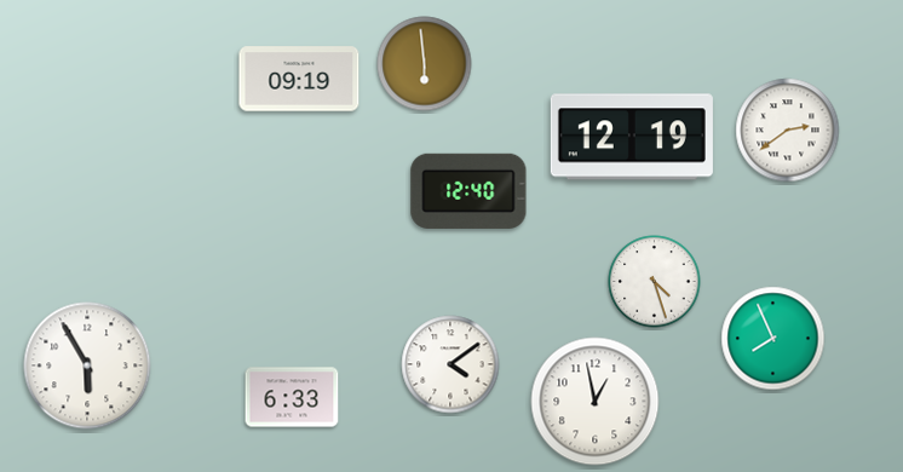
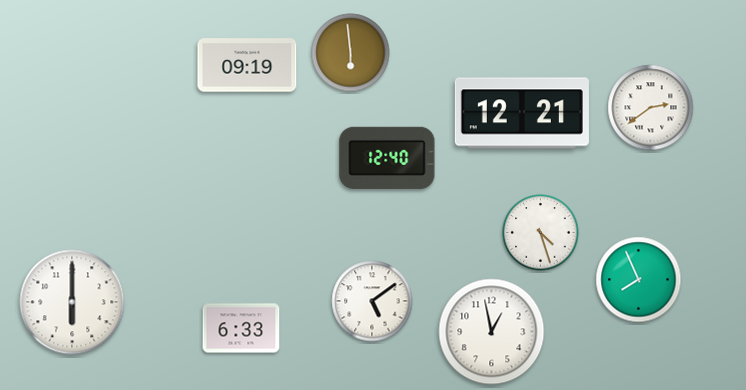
clock at (632, 137): 12:19 -> 12:21
clock at (450, 364): 4:09 -> 5:09
clock at (87, 365): 5:55 -> 6:00
